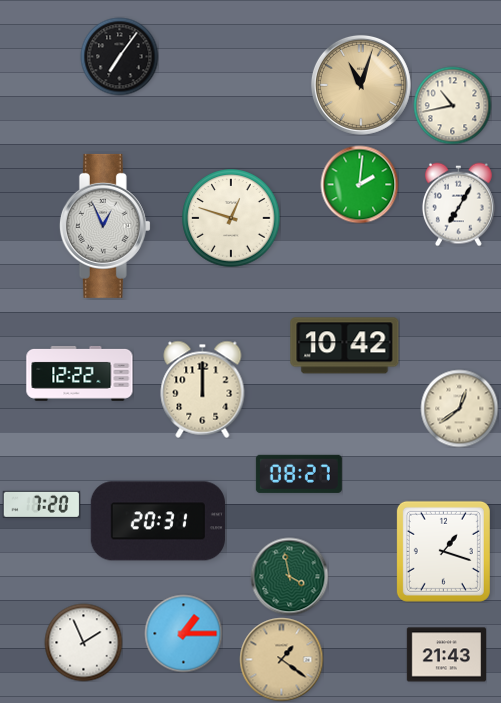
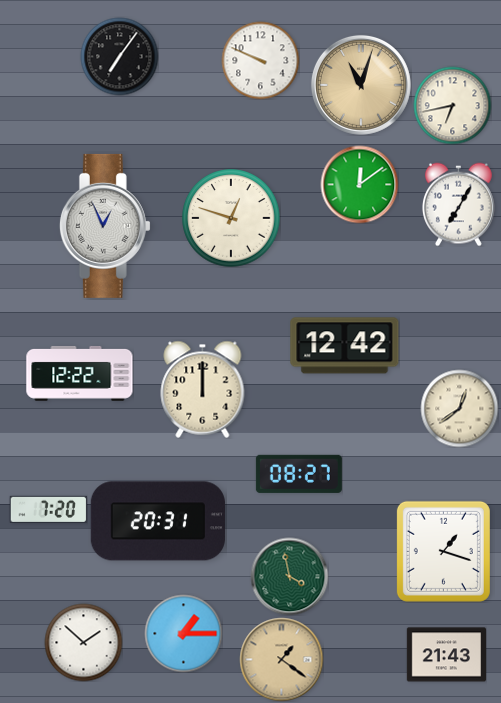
clock at (260, 60): none -> 9:49
clock at (452, 105): 10:43 -> 6:43
clock at (359, 184): 2:01 -> 12:09
clock at (345, 346): 10:42 -> 12:42
clock at (41, 504) position: (41, 504) -> (48, 509)
clock at (83, 642): 1:56 -> 1:52
